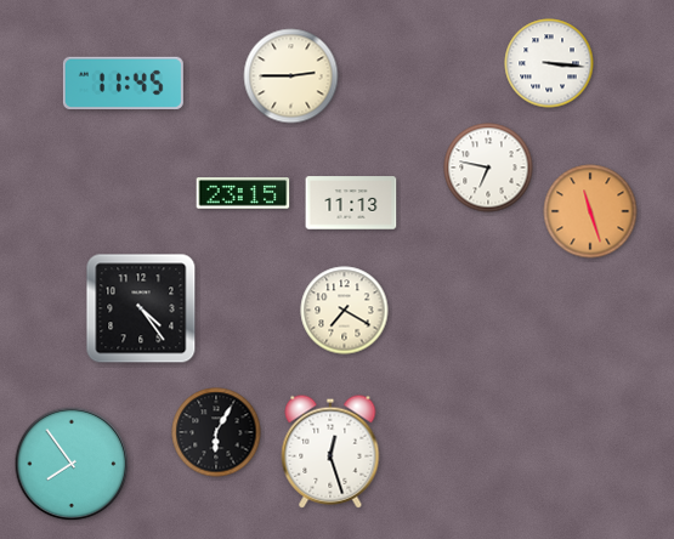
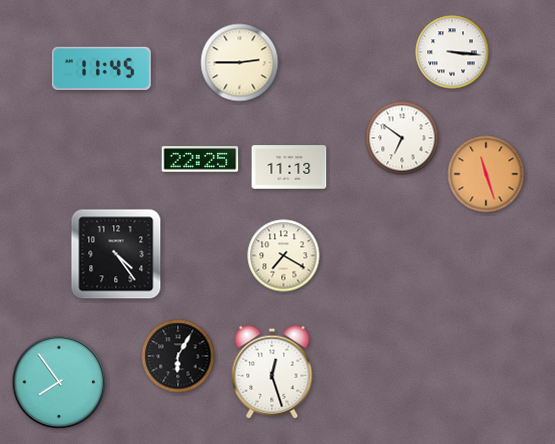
clock at (488, 168): 6:47 -> 6:51
clock at (243, 193): 23:15 -> 22:25
